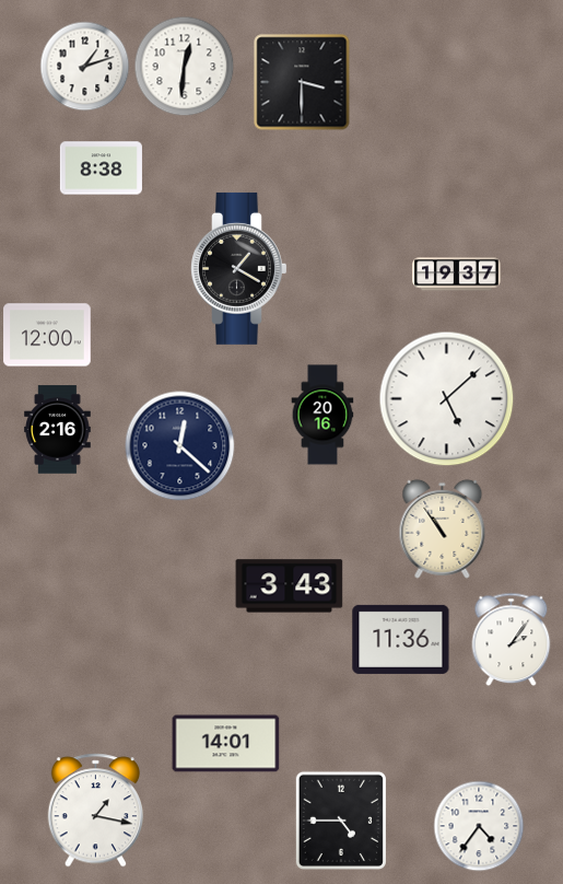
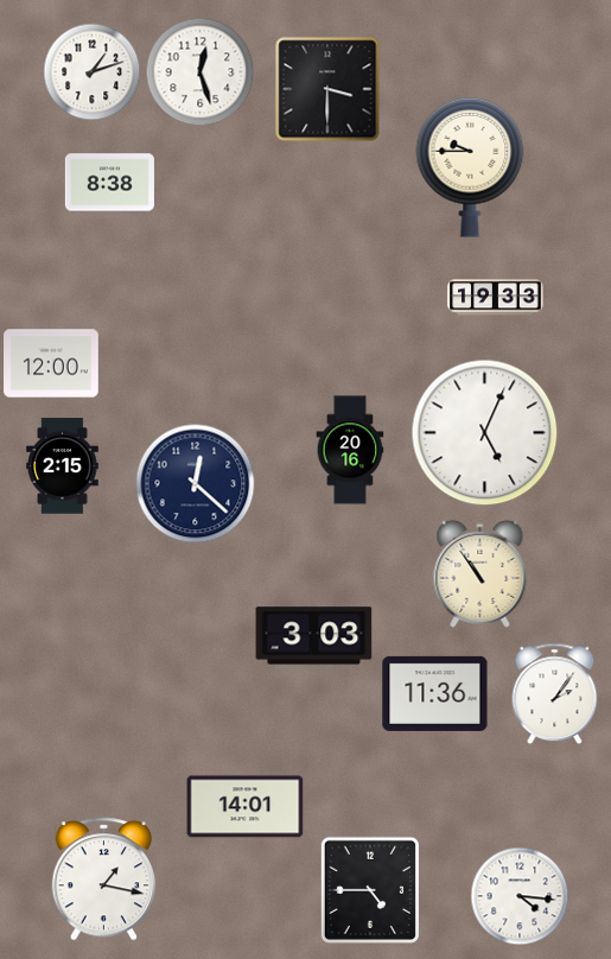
clock at (185, 67): 12:31 -> 12:27
clock at (470, 167): none -> 9:45
clock at (239, 268): 1:20 -> none
clock at (457, 275): 19:37 -> 19:33
clock at (447, 399): 5:08 -> 5:04
clock at (58, 430): 2:16 -> 2:15
clock at (290, 586): 3:43 -> 3:03
clock at (479, 826): 4:36 -> 4:16
